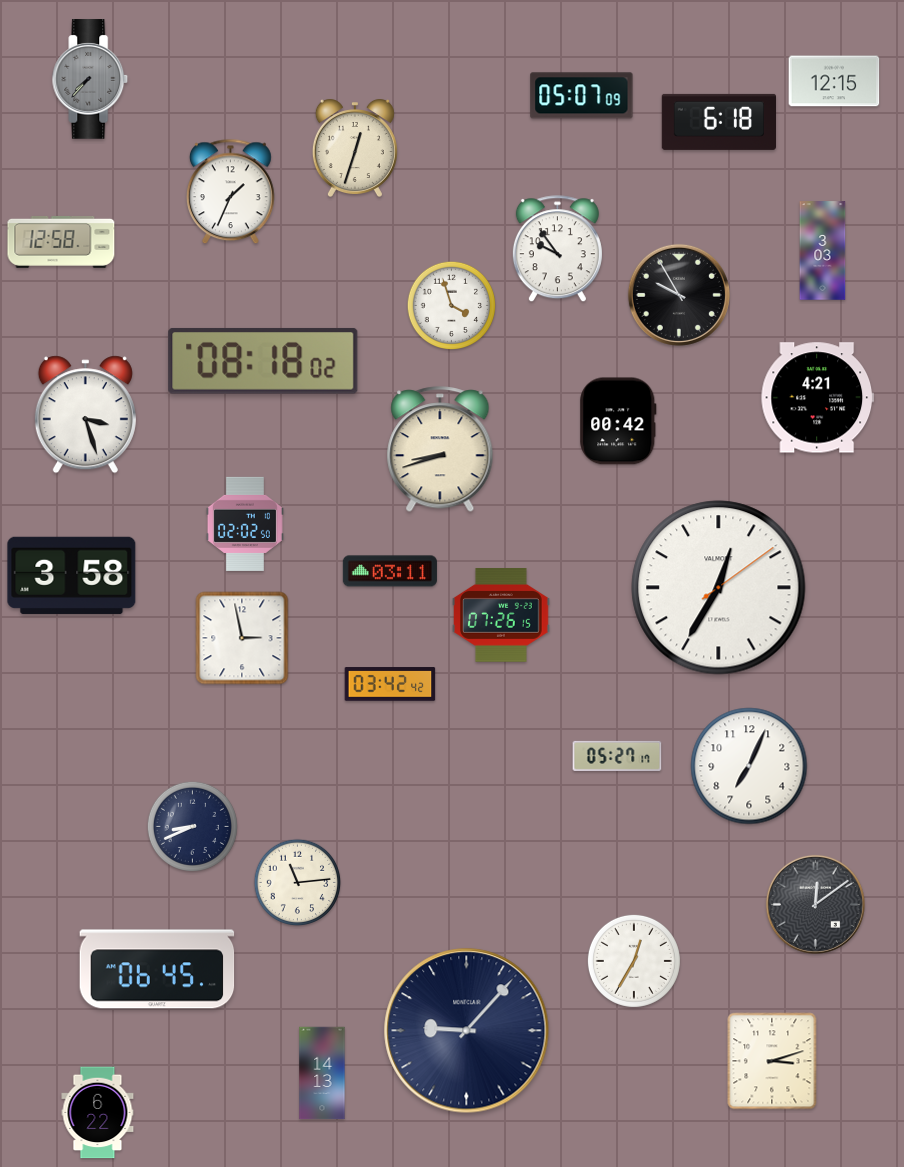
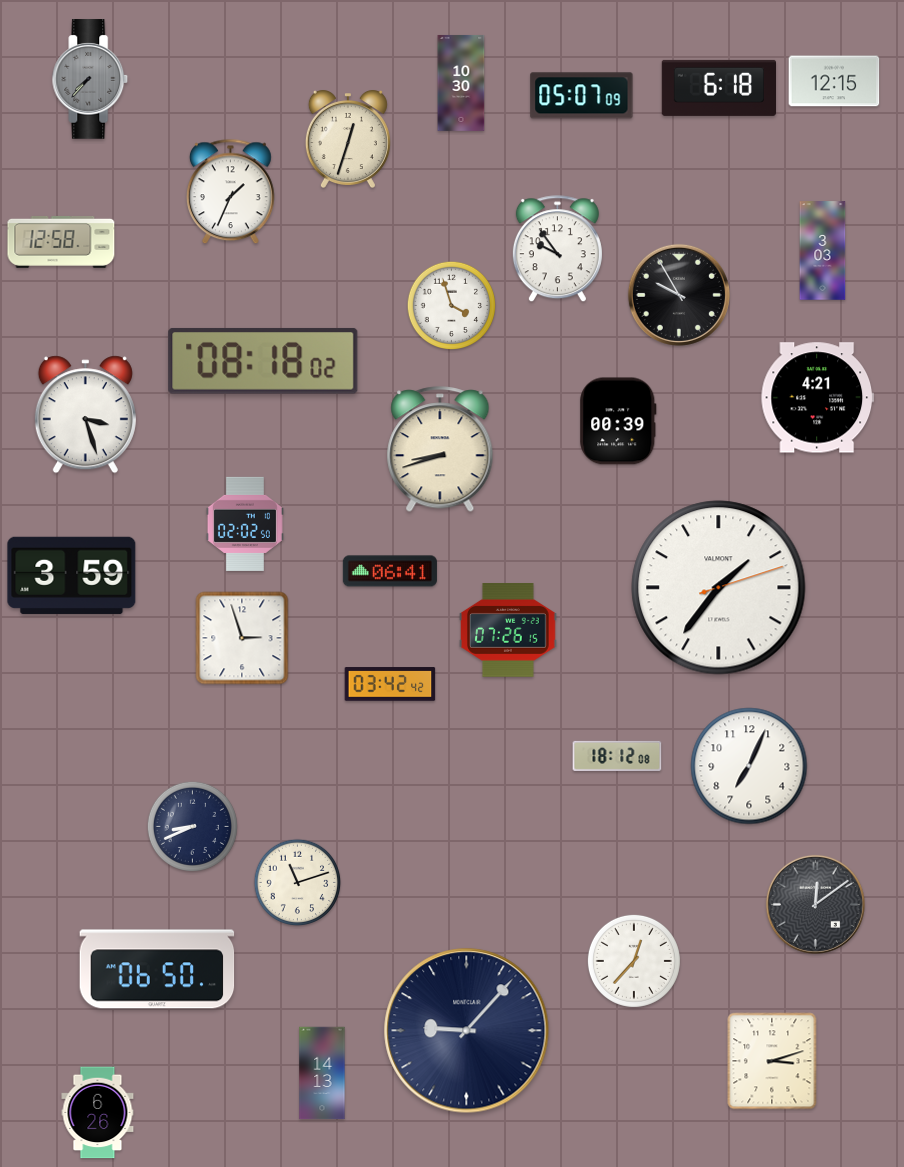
clock at (461, 83): none -> 10:30
clock at (718, 122) position: (718, 122) -> (718, 88)
clock at (355, 148) position: (355, 148) -> (348, 139)
clock at (618, 421): 00:42 -> 00:39
clock at (390, 571): 03:11 -> 06:41
clock at (72, 575): 3:58 -> 3:59
clock at (719, 588): 12:35 -> 1:36
clock at (502, 616) position: (502, 616) -> (509, 631)
clock at (242, 638): 2:58 -> 2:57
clock at (617, 756): 05:27 -> 18:12
clock at (298, 883): 11:14 -> 11:12
clock at (634, 961): 12:35 -> 12:37
clock at (157, 969): 06:45 -> 06:50
clock at (98, 1113): 6:22 -> 6:26
